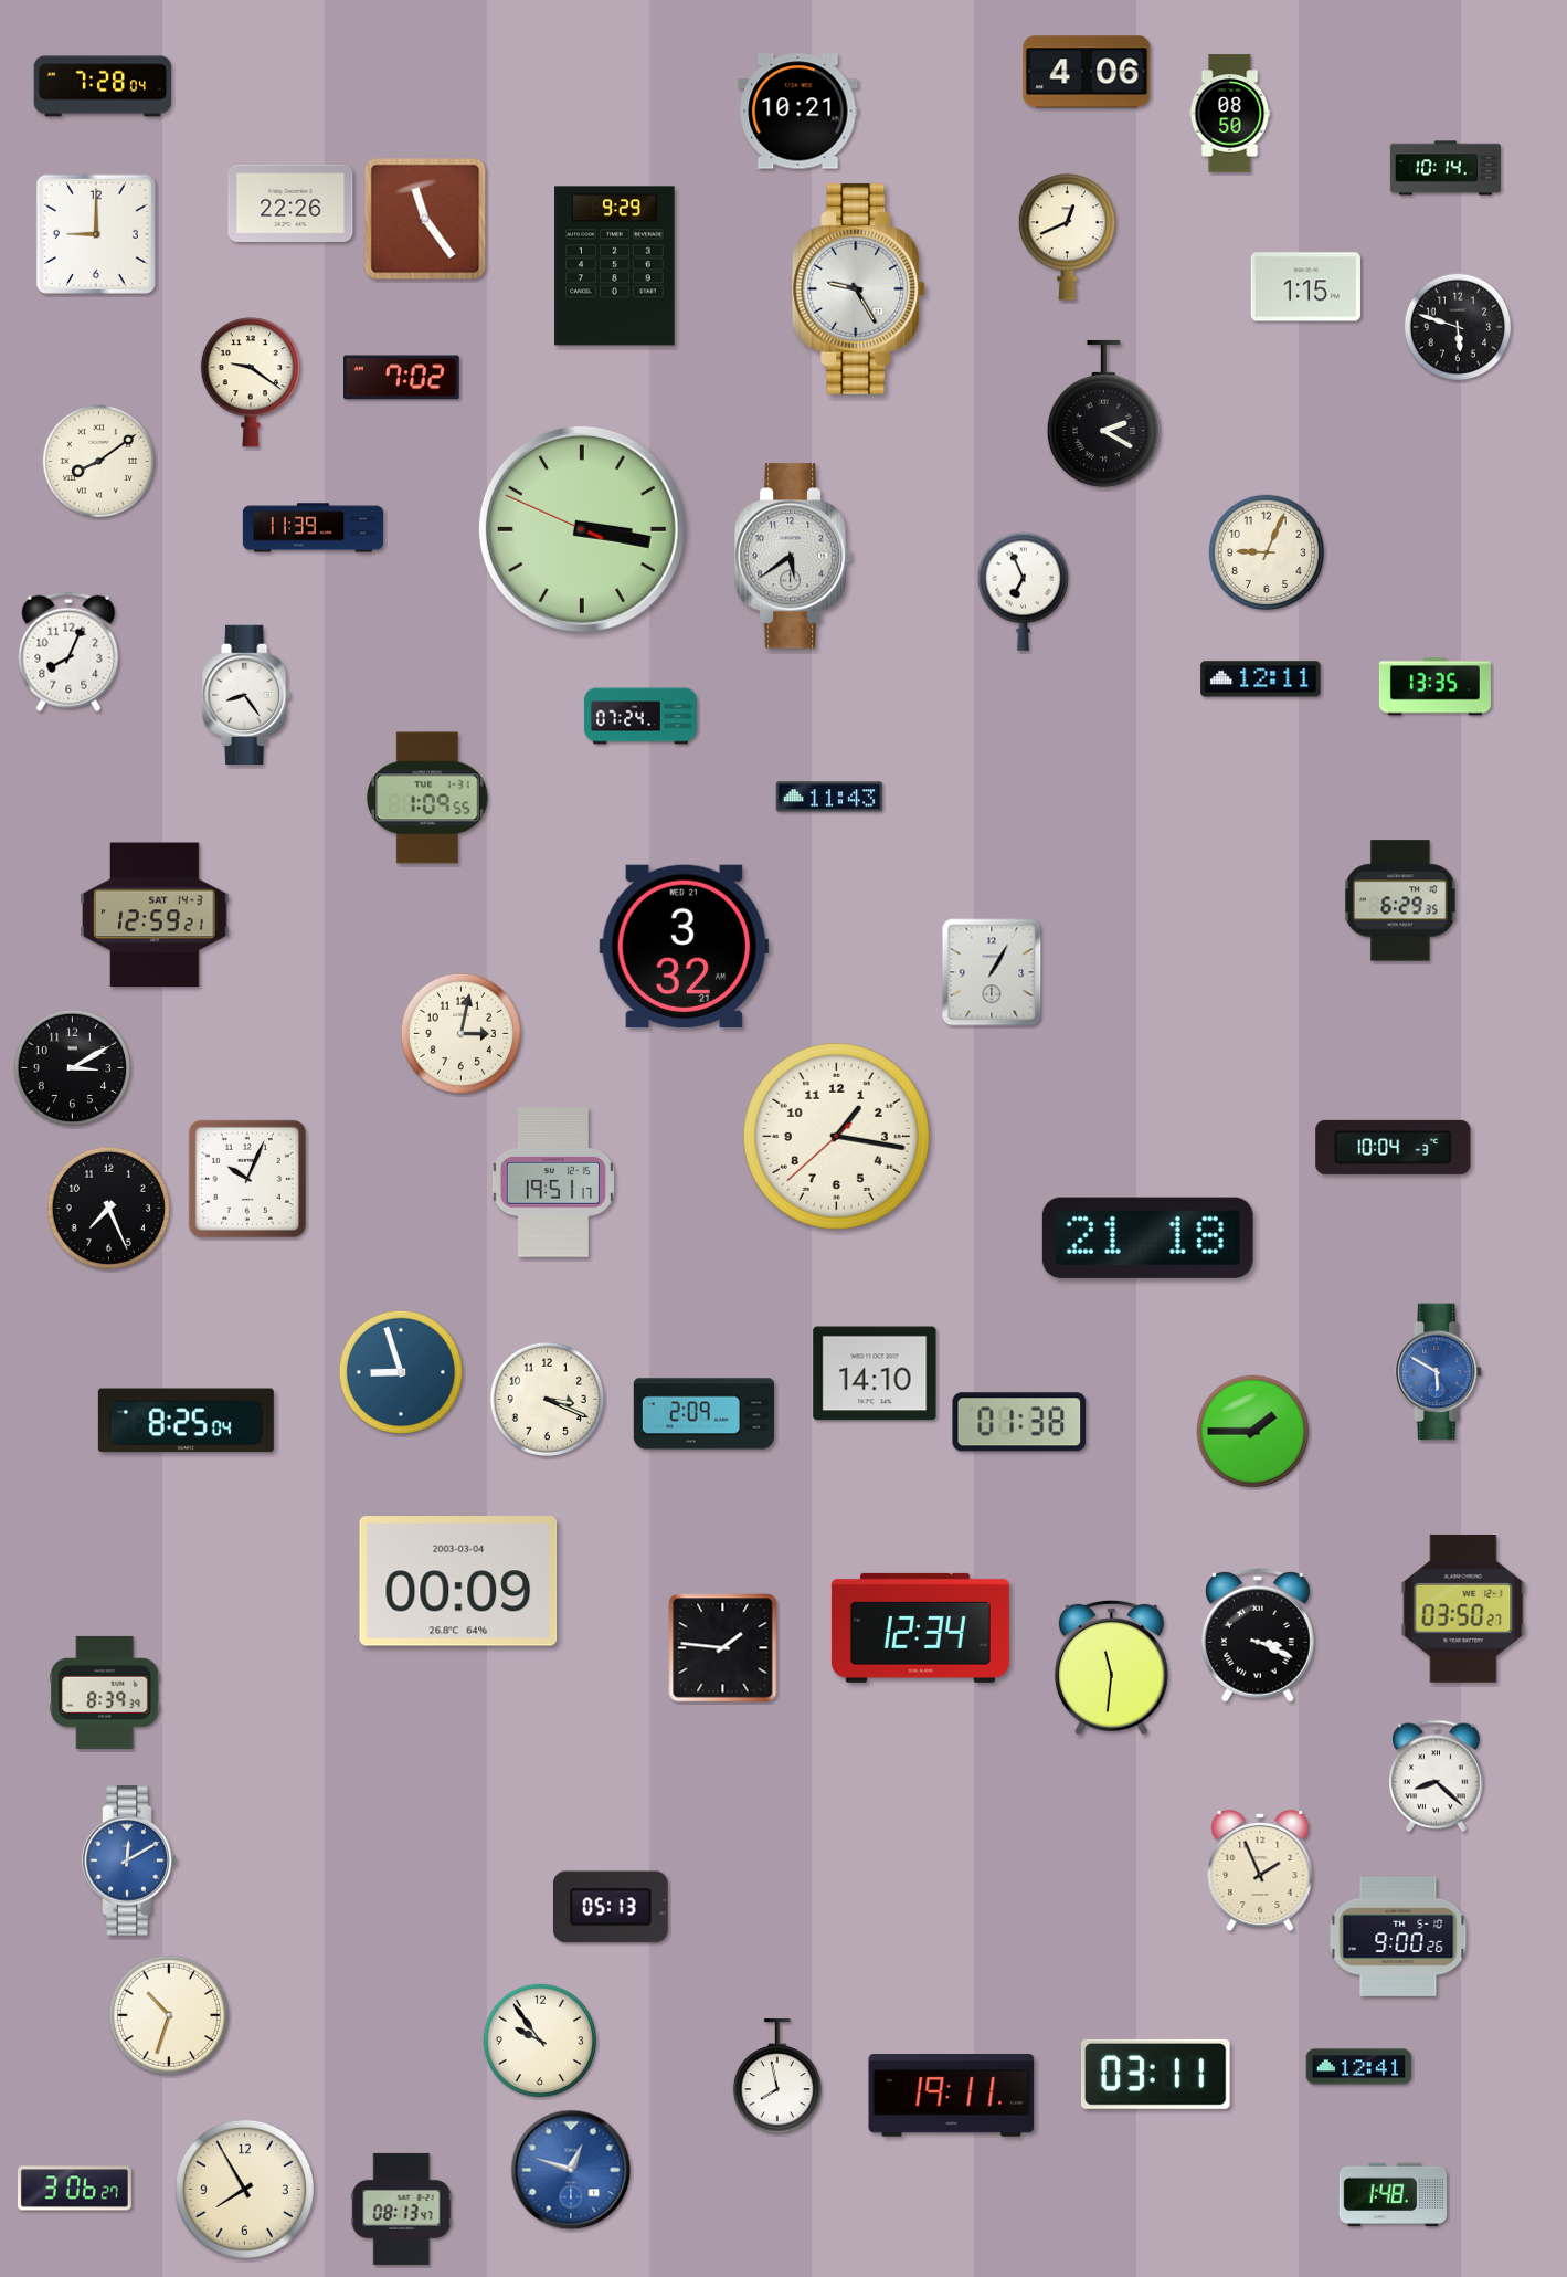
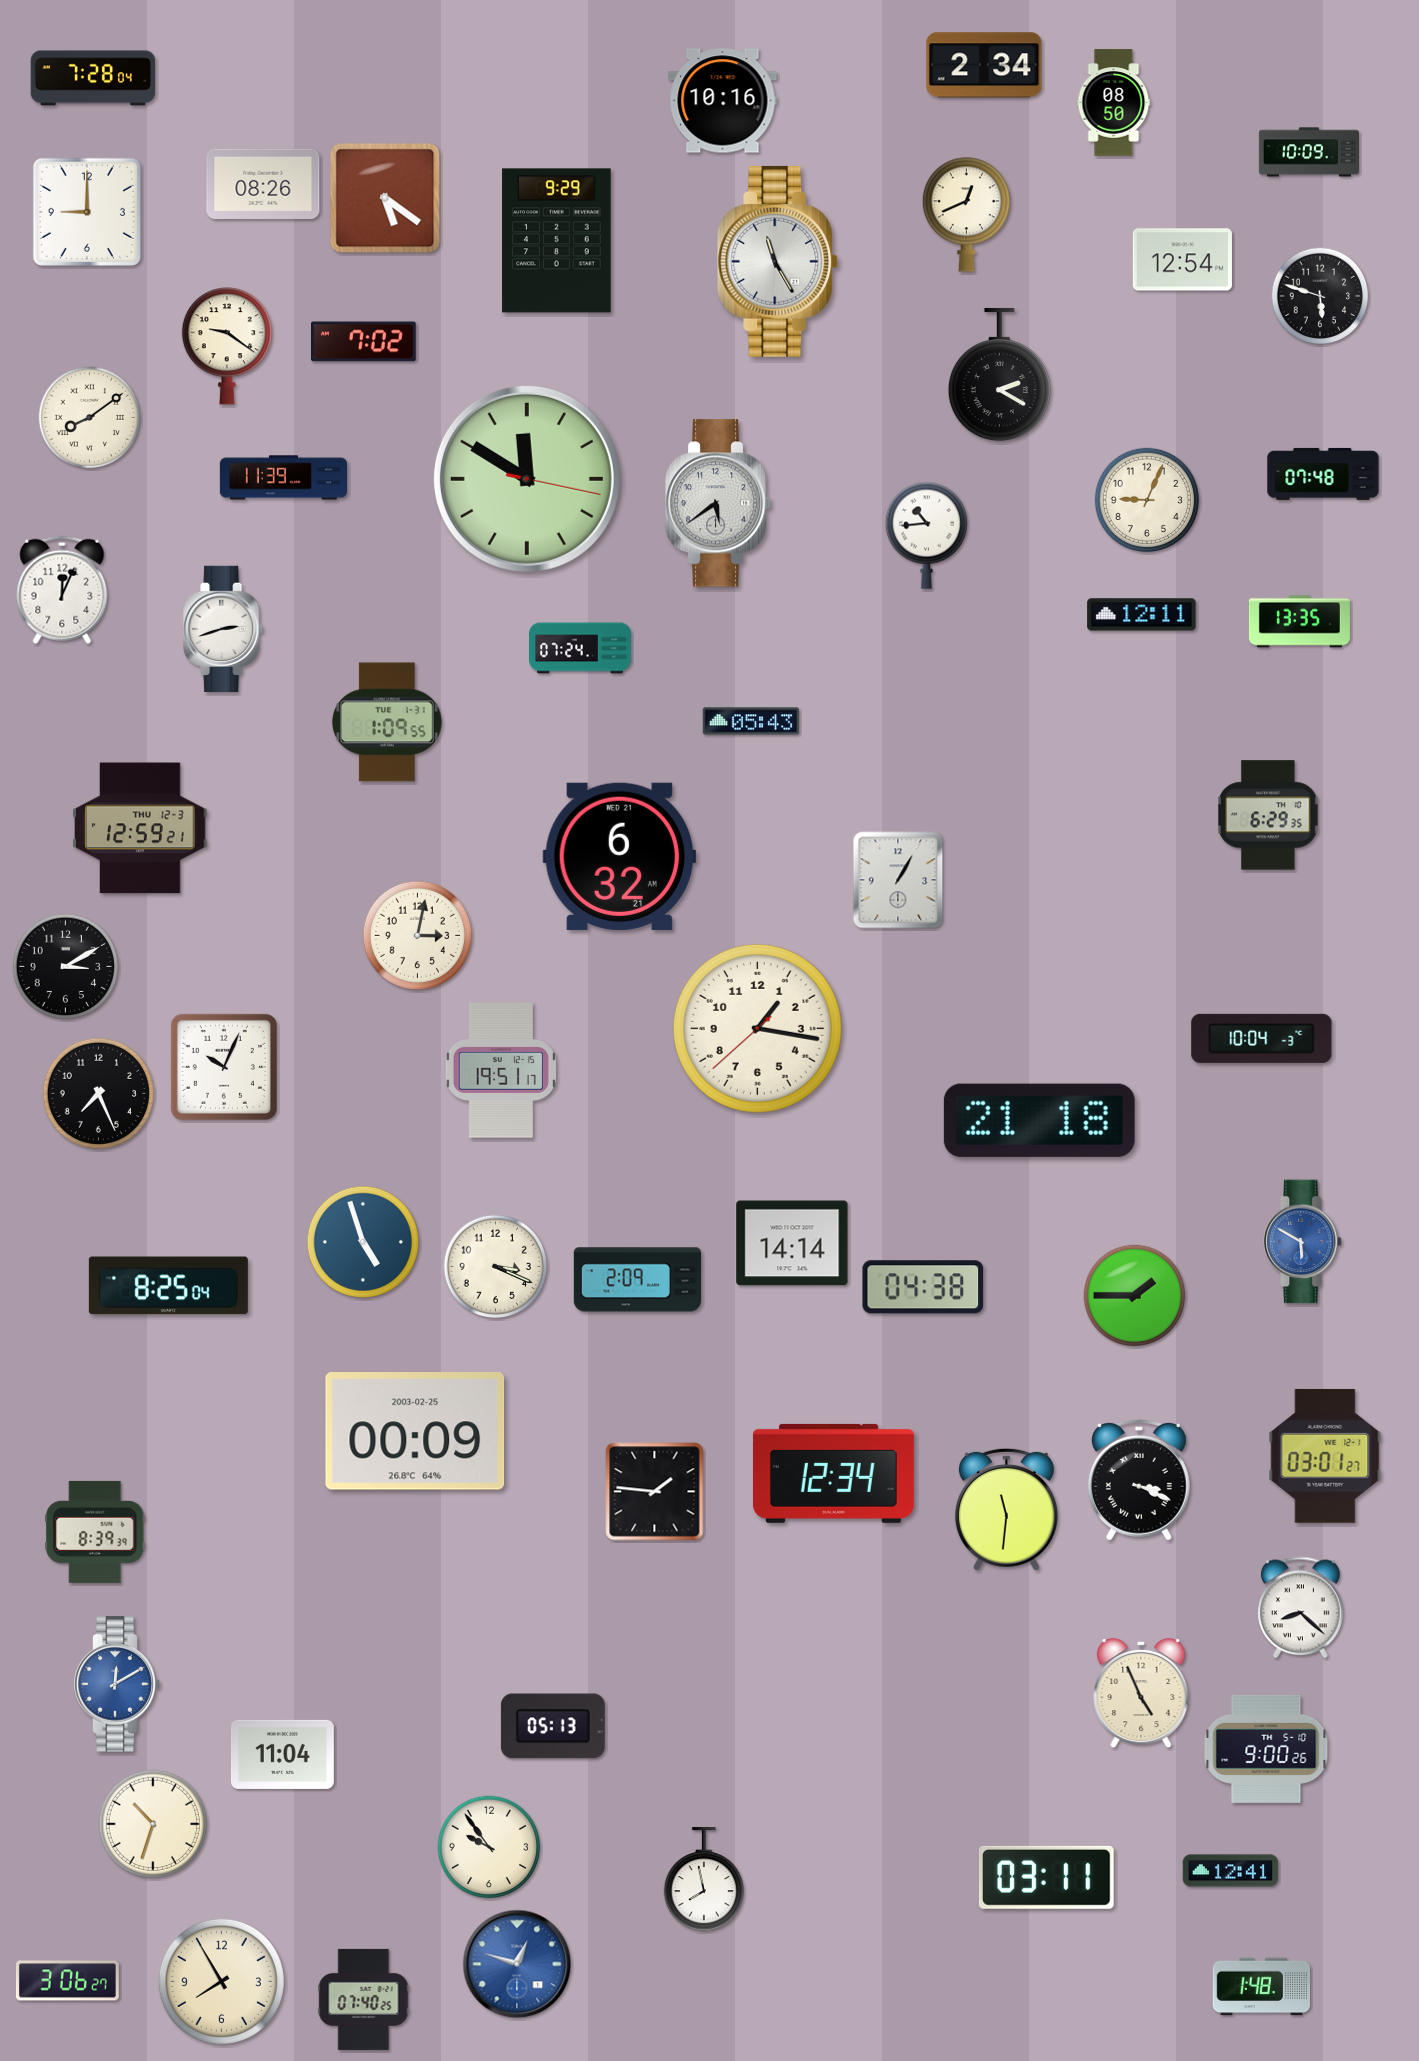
clock at (1087, 72): 4:06 -> 2:34
clock at (798, 112): 10:21 -> 10:16
clock at (1446, 168): 10:14 -> 10:09
clock at (290, 202): 22:26 -> 08:26
clock at (425, 219): 11:24 -> 5:21
clock at (1305, 287): 1:15 -> 12:54
clock at (859, 288): 9:25 -> 11:25
clock at (1323, 474): none -> 07:48
clock at (582, 529): 3:16 -> 11:50
clock at (1023, 591): 6:56 -> 10:44
clock at (68, 652): 8:04 -> 12:04
clock at (247, 694): 8:24 -> 2:42
clock at (829, 797): 11:43 -> 05:43
clock at (155, 915) date: SAT 14-3 -> THU 12-3
clock at (684, 946): 3:32 -> 6:32
clock at (401, 1372): 8:57 -> 4:57
clock at (875, 1373): 14:10 -> 14:14
clock at (1019, 1422): 01:38 -> 04:38
clock at (458, 1581) date: 2003-03-04 -> 2003-02-25
clock at (1463, 1609): 03:50 -> 03:01
clock at (1260, 1870): 1:56 -> 4:56
clock at (1398, 1937) position: (1398, 1937) -> (1266, 1749)
clock at (282, 1754): none -> 11:04
clock at (952, 2096): 19:11 -> none
clock at (402, 2209): 08:13 -> 07:40
